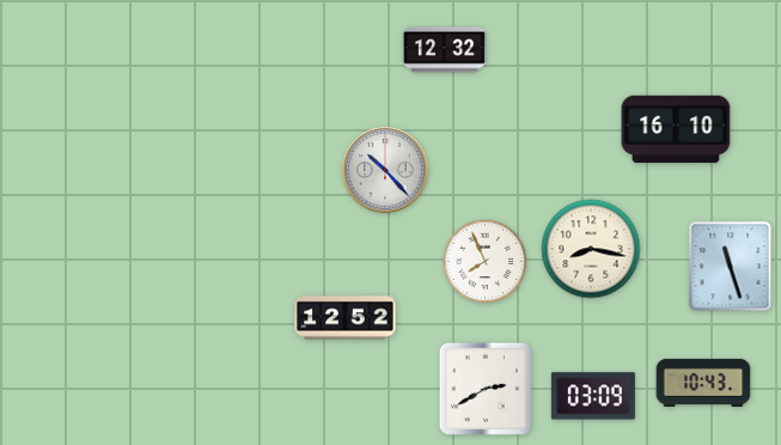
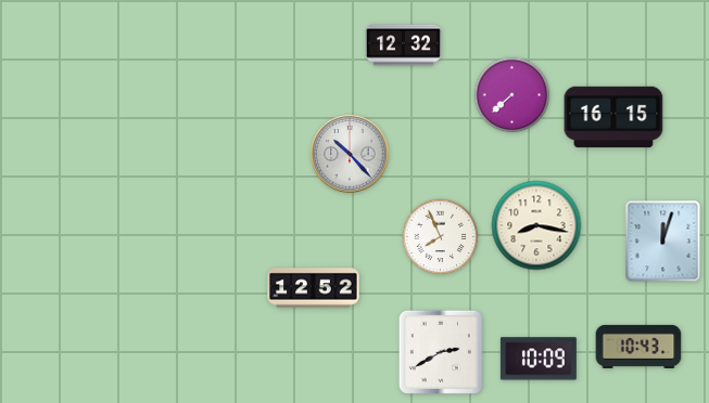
clock at (512, 95): none -> 7:38
clock at (676, 129): 16:10 -> 16:15
clock at (731, 267): 11:27 -> 12:03
clock at (593, 396): 03:09 -> 10:09
